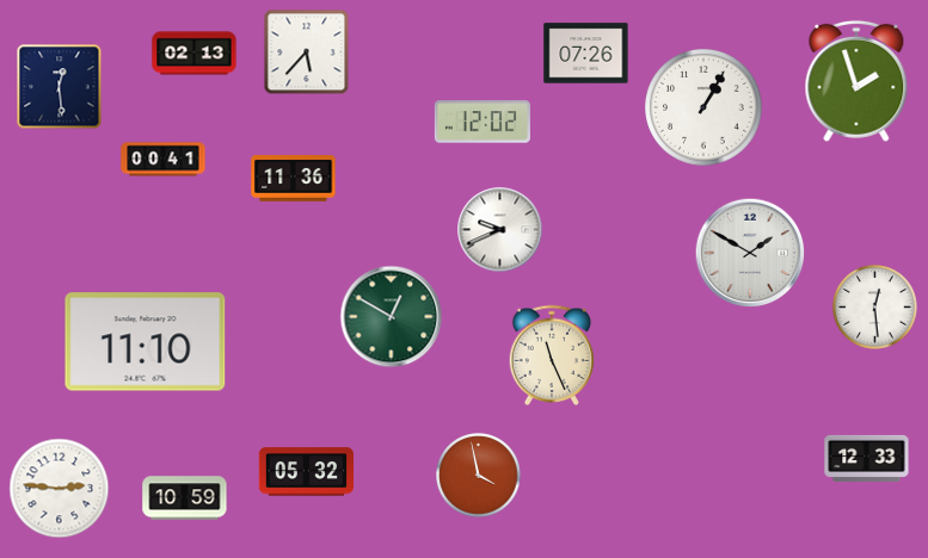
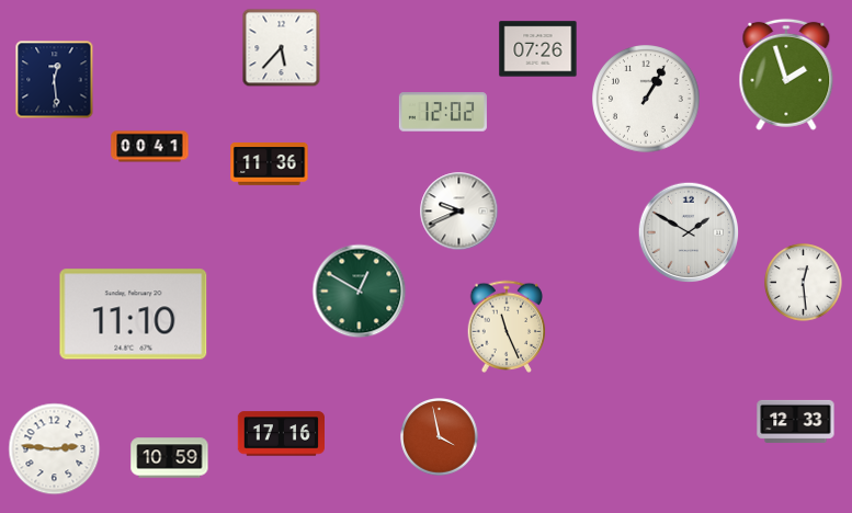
clock at (195, 54): 02:13 -> none
clock at (306, 472): 05:32 -> 17:16
